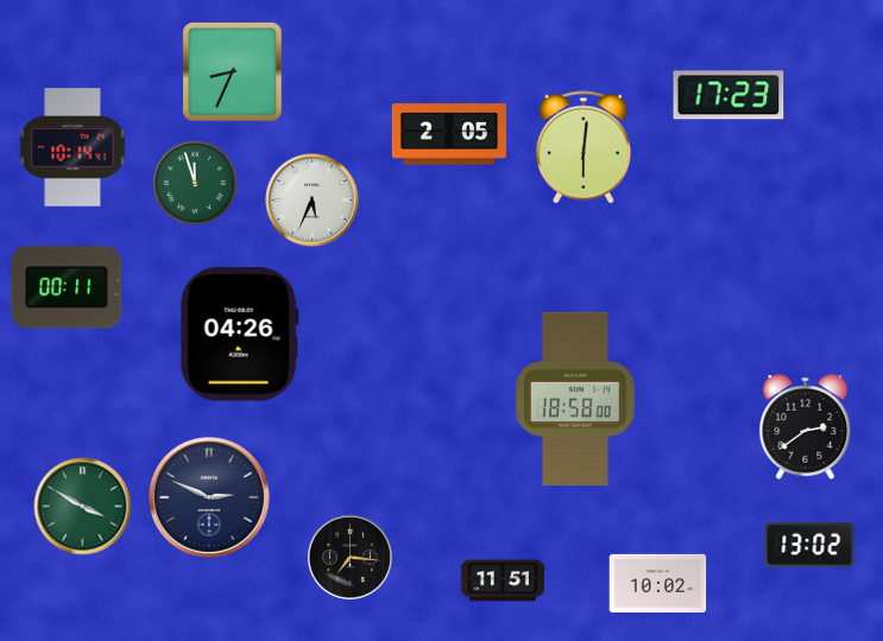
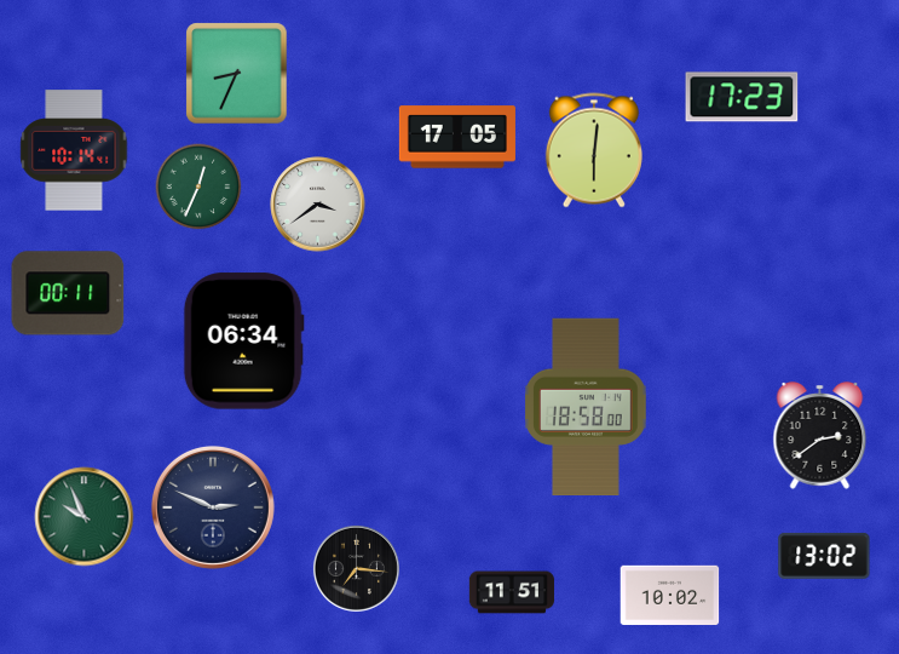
clock at (449, 134): 2:05 -> 17:05
clock at (195, 183): 11:57 -> 12:34
clock at (313, 201): 5:34 -> 3:39
clock at (239, 335): 04:26 -> 06:34
clock at (83, 507): 3:50 -> 9:56
